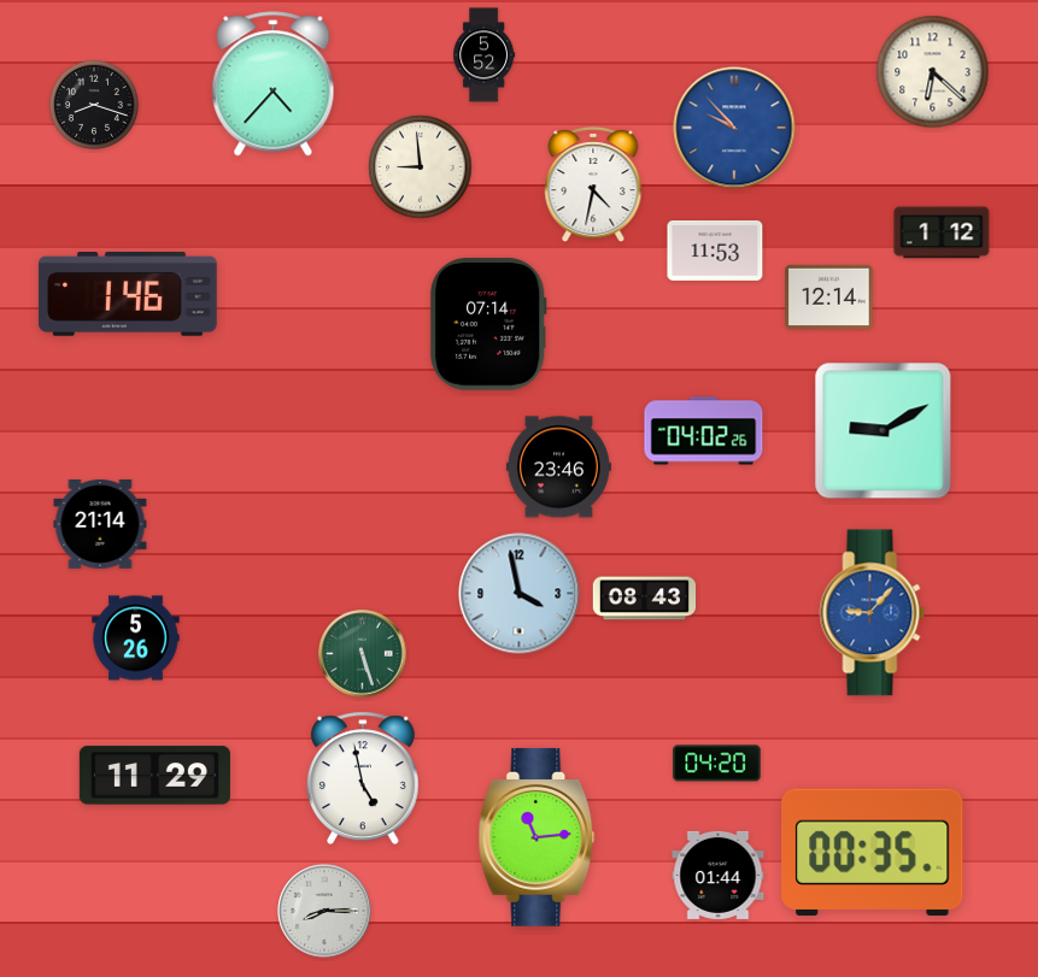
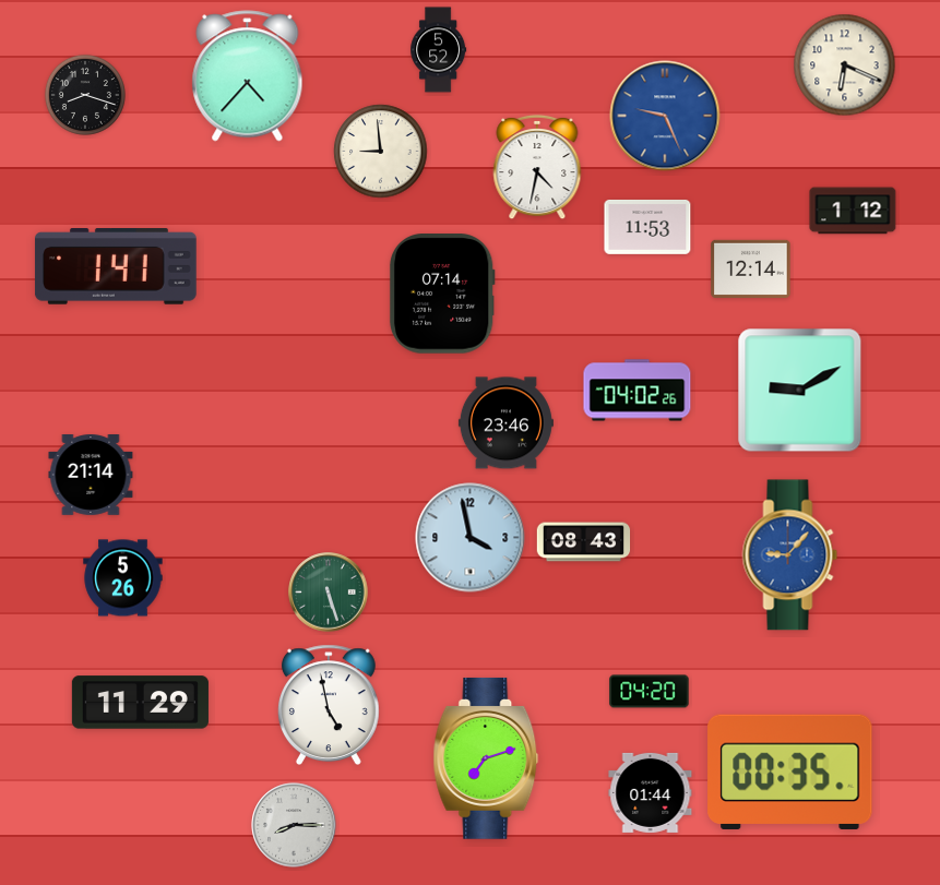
clock at (933, 72): 6:22 -> 6:19
clock at (734, 128): 9:53 -> 9:26
clock at (128, 295): 1:46 -> 1:41
clock at (536, 837): 11:14 -> 7:12
